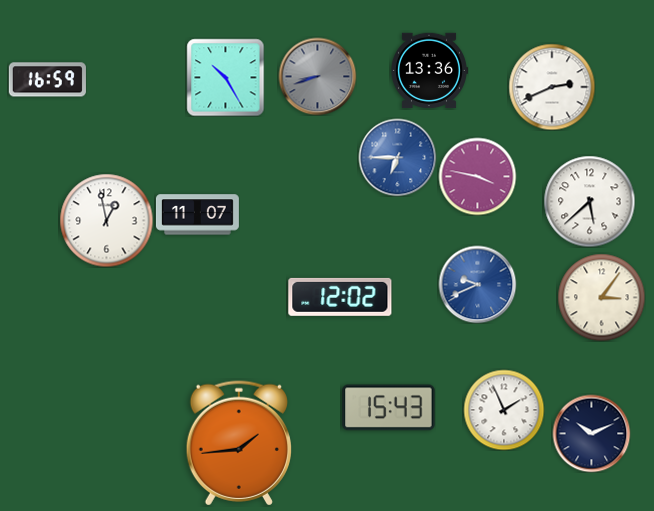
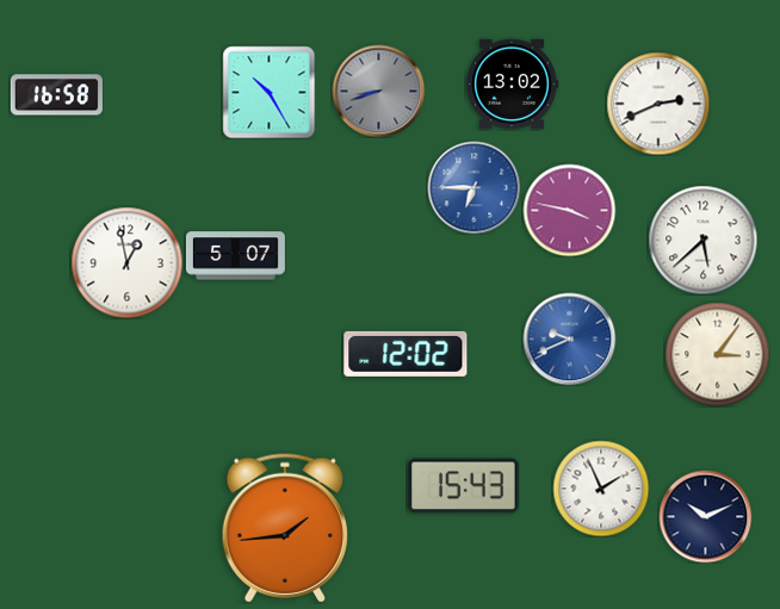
clock at (429, 71): 13:36 -> 13:02
clock at (47, 80): 16:59 -> 16:58
clock at (197, 215): 11:07 -> 5:07
